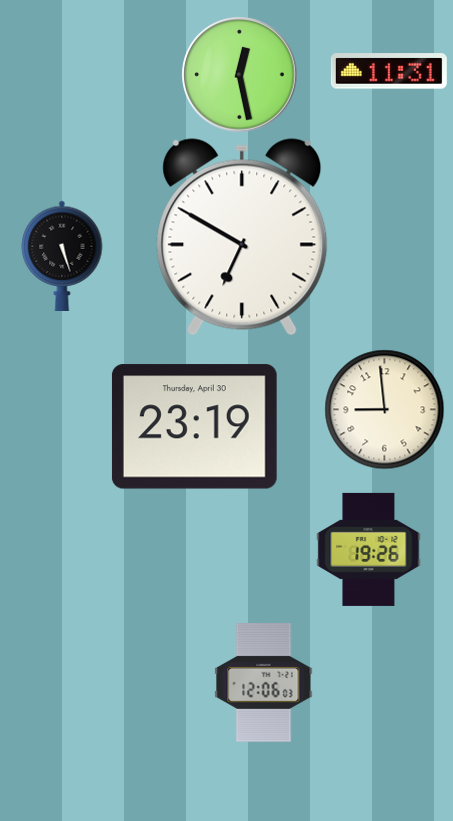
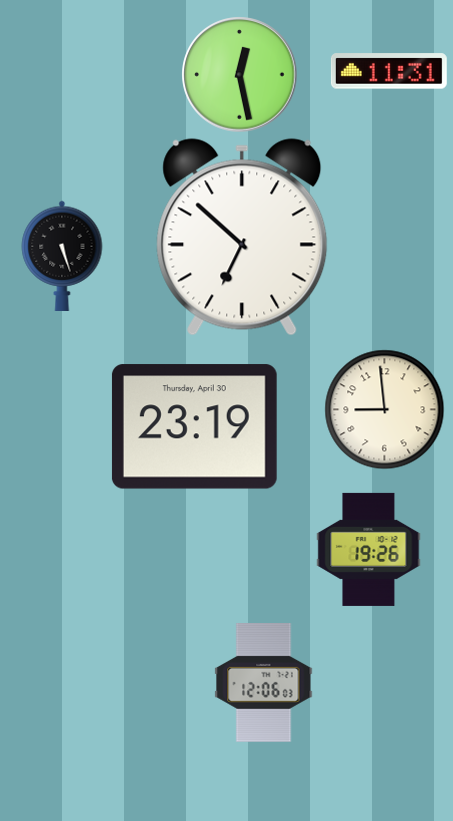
clock at (242, 237): 6:50 -> 6:52
